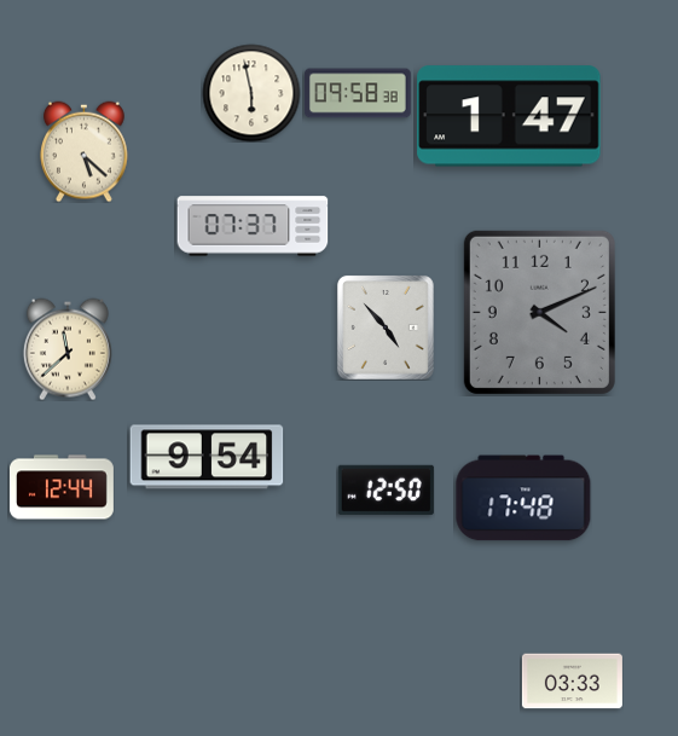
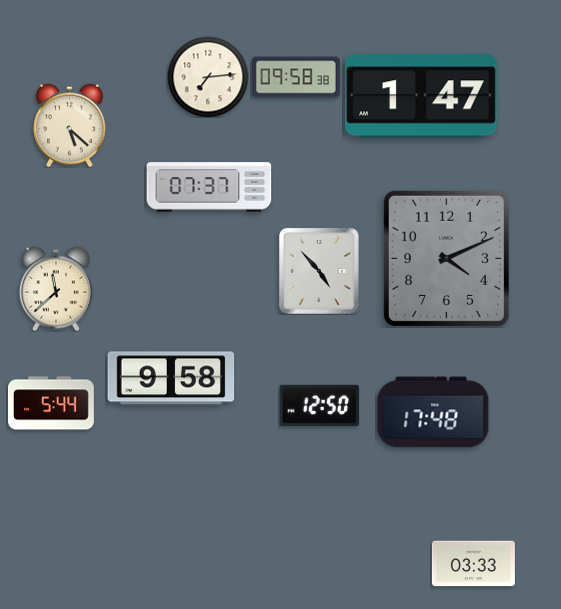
clock at (251, 93): 5:58 -> 7:14
clock at (207, 457): 9:54 -> 9:58
clock at (62, 487): 12:44 -> 5:44
